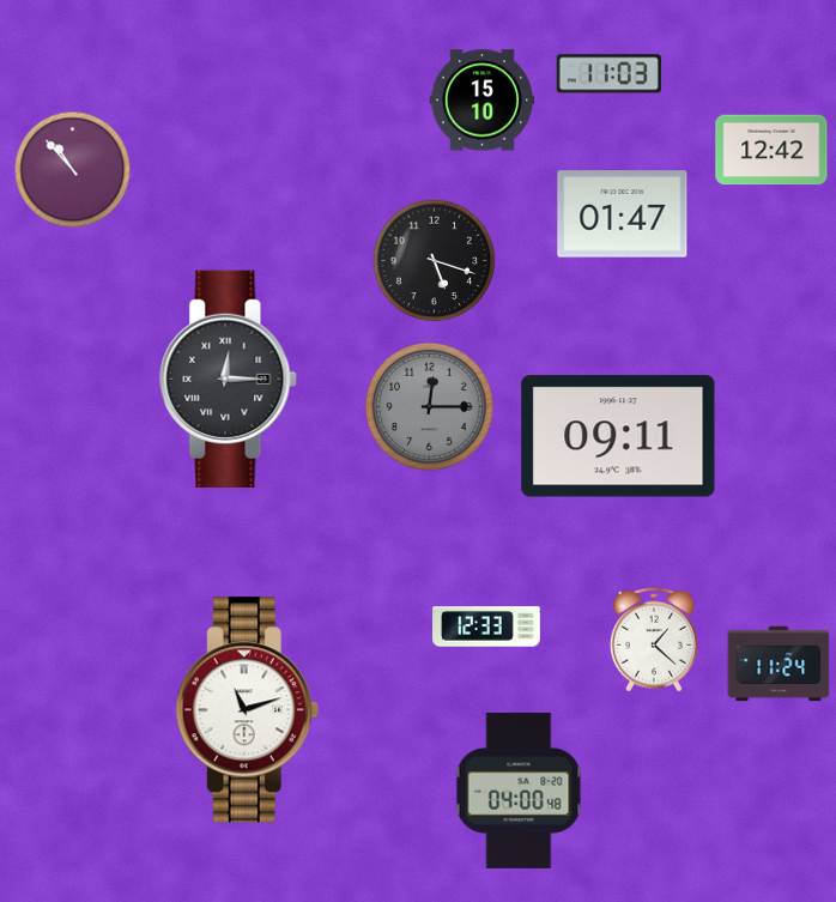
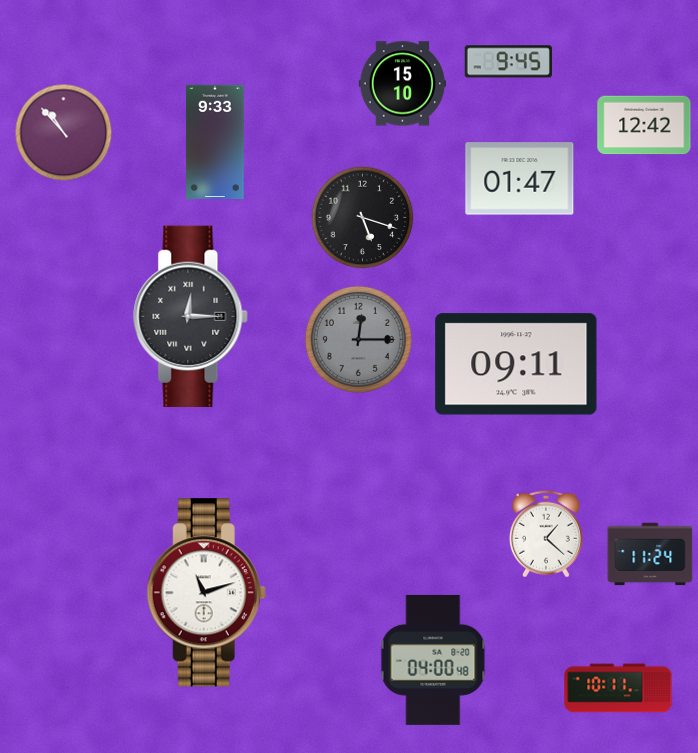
clock at (608, 74): 11:03 -> 9:45
clock at (215, 141): none -> 9:33
clock at (73, 170) position: (73, 170) -> (64, 133)
clock at (486, 626): 12:33 -> none
clock at (618, 688): none -> 10:11
